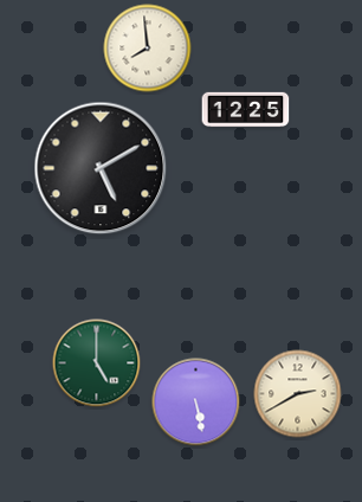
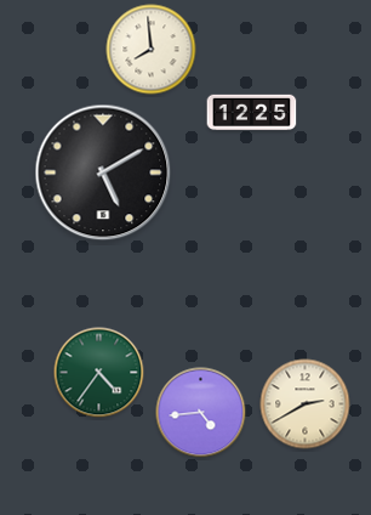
clock at (97, 363): 5:00 -> 4:36
clock at (196, 403): 5:28 -> 4:44
